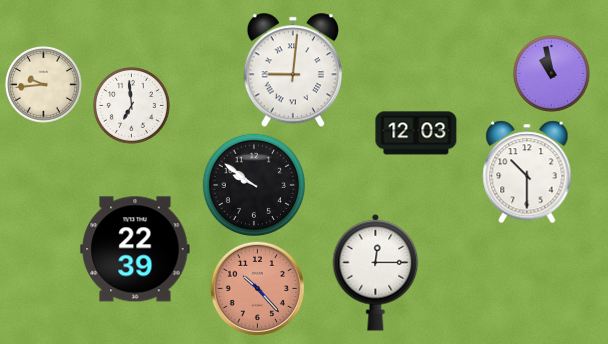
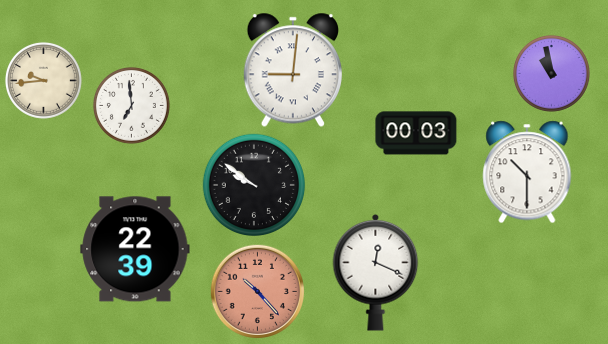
clock at (43, 84) position: (43, 84) -> (43, 80)
clock at (416, 133): 12:03 -> 00:03
clock at (376, 272): 12:15 -> 12:19
clock at (257, 288) position: (257, 288) -> (257, 291)
